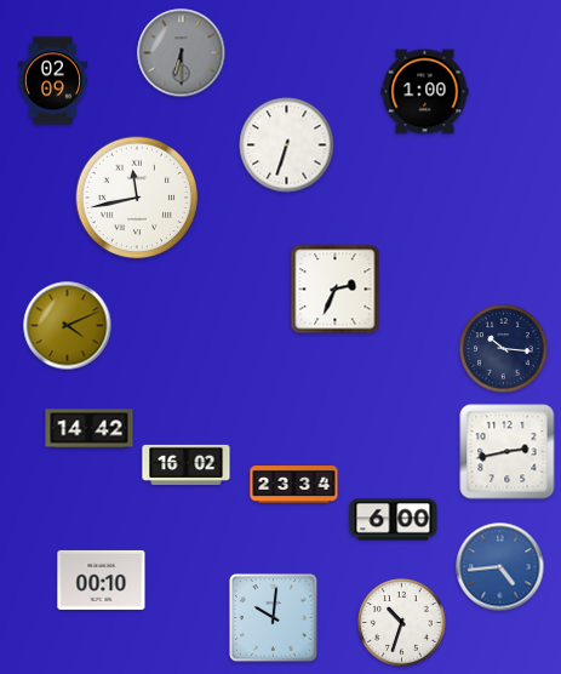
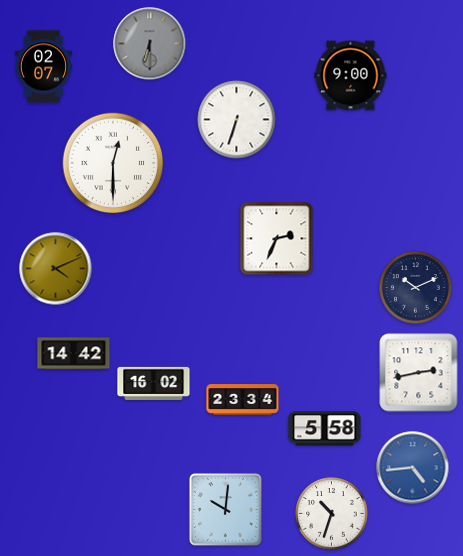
clock at (53, 81): 02:09 -> 02:07
clock at (425, 92): 1:00 -> 9:00
clock at (137, 198): 11:43 -> 12:30
clock at (504, 349): 10:16 -> 10:11
clock at (394, 520): 6:00 -> 5:58
clock at (102, 579): 00:10 -> none
